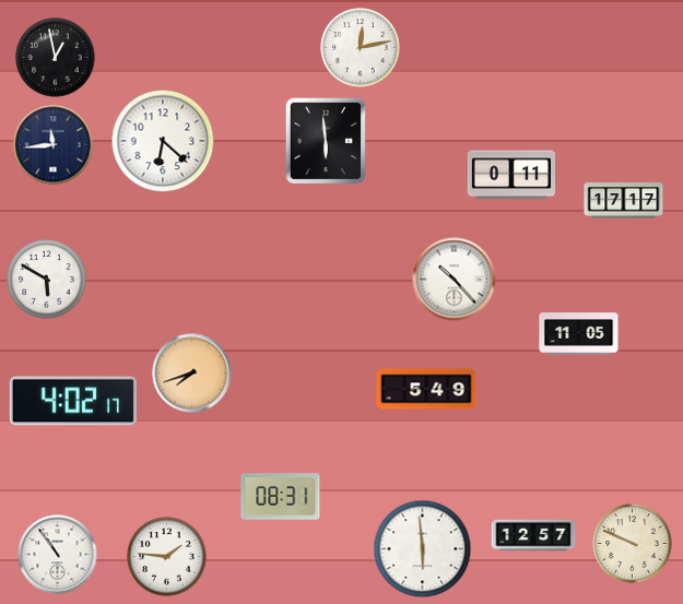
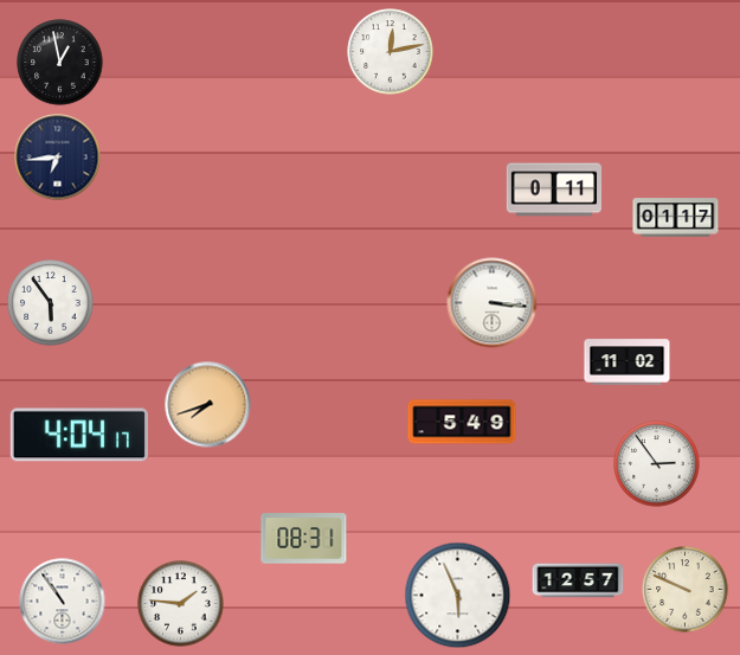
clock at (163, 141): 6:22 -> none
clock at (326, 141): 5:59 -> none
clock at (54, 145): 11:44 -> 6:44
clock at (624, 201): 17:17 -> 01:17
clock at (47, 280): 5:50 -> 5:54
clock at (455, 280): 10:23 -> 3:16
clock at (579, 334): 11:05 -> 11:02
clock at (73, 401): 4:02 -> 4:04
clock at (657, 464): none -> 2:54
clock at (423, 549): 5:59 -> 5:56
